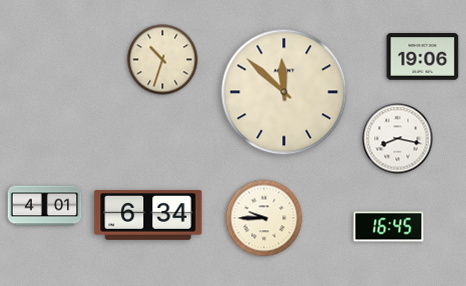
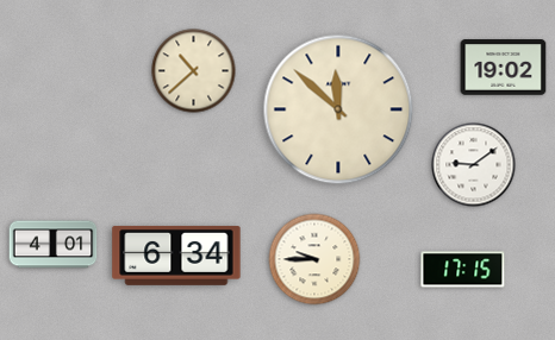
clock at (423, 57): 19:06 -> 19:02
clock at (163, 60): 10:33 -> 10:38
clock at (398, 139): 8:17 -> 9:09
clock at (389, 227): 16:45 -> 17:15
